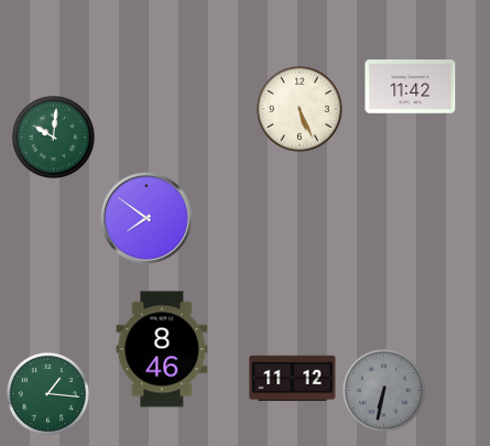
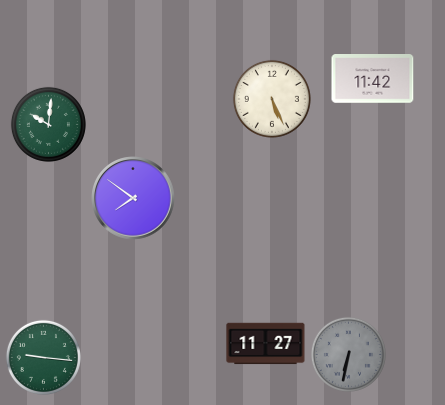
clock at (162, 349): 8:46 -> none
clock at (293, 379): 11:12 -> 11:27
clock at (47, 393): 1:16 -> 9:16
